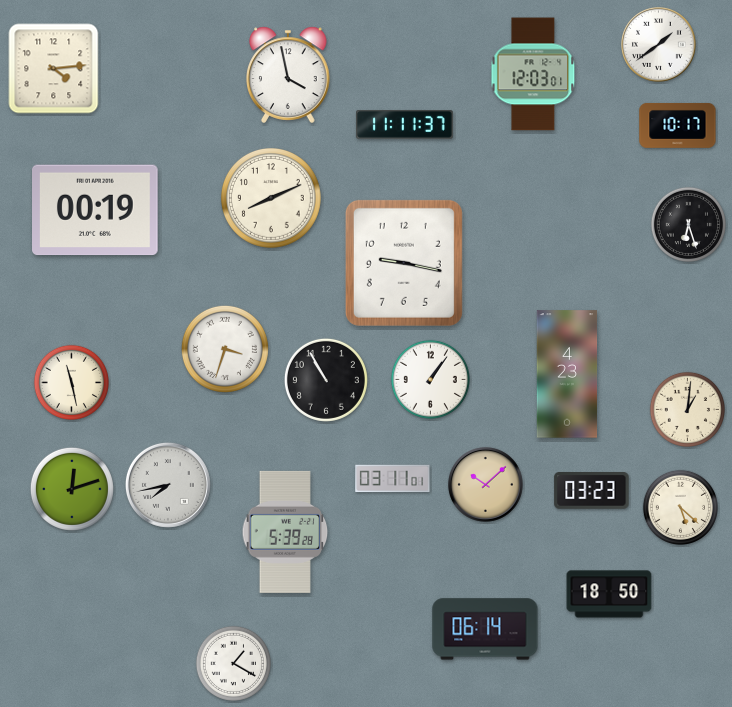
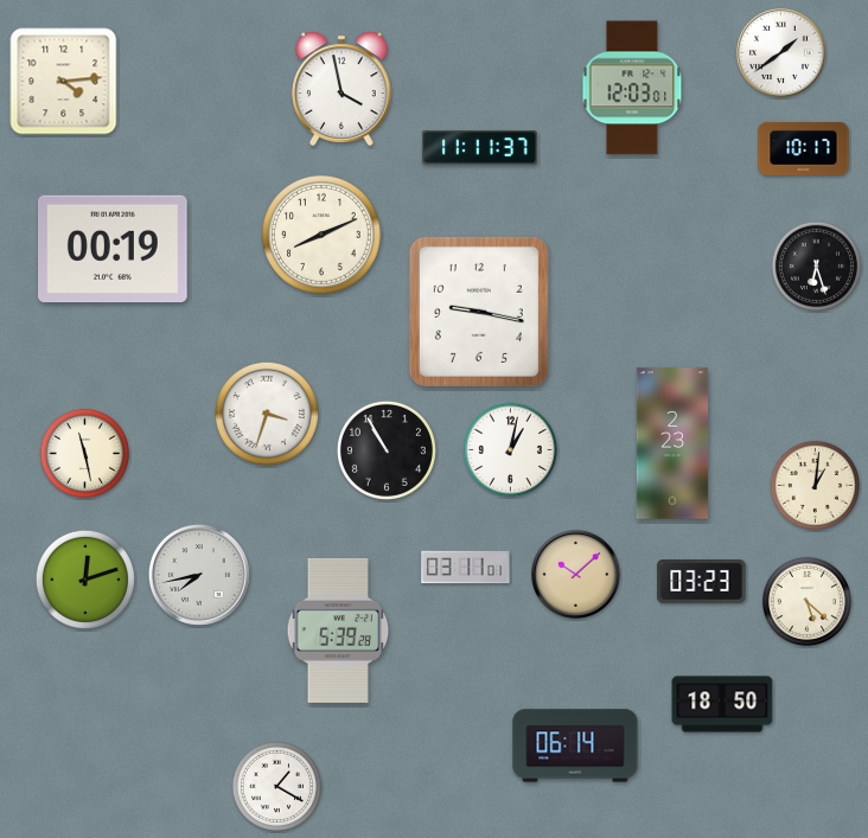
clock at (567, 374): 4:23 -> 2:23
clock at (430, 379): 1:06 -> 1:02
